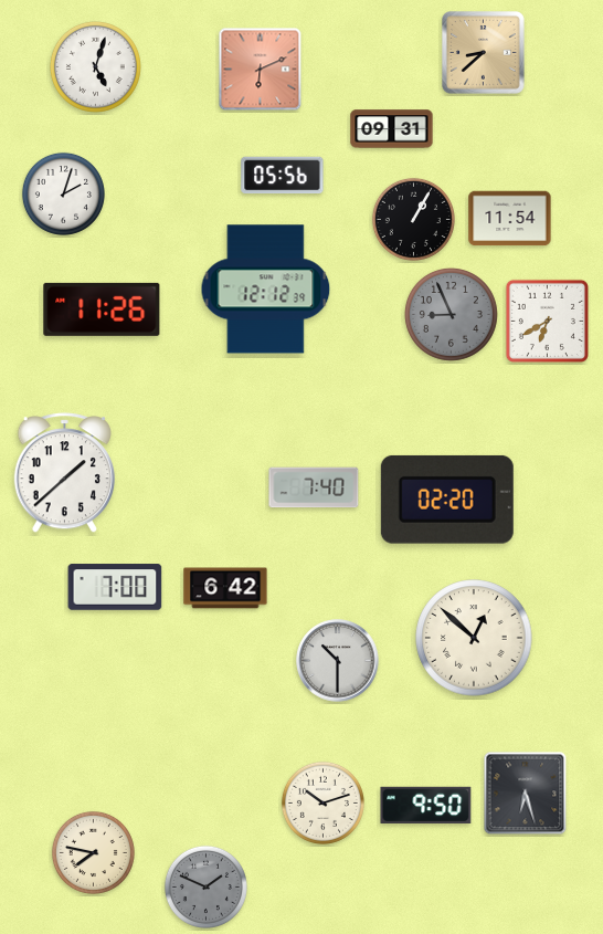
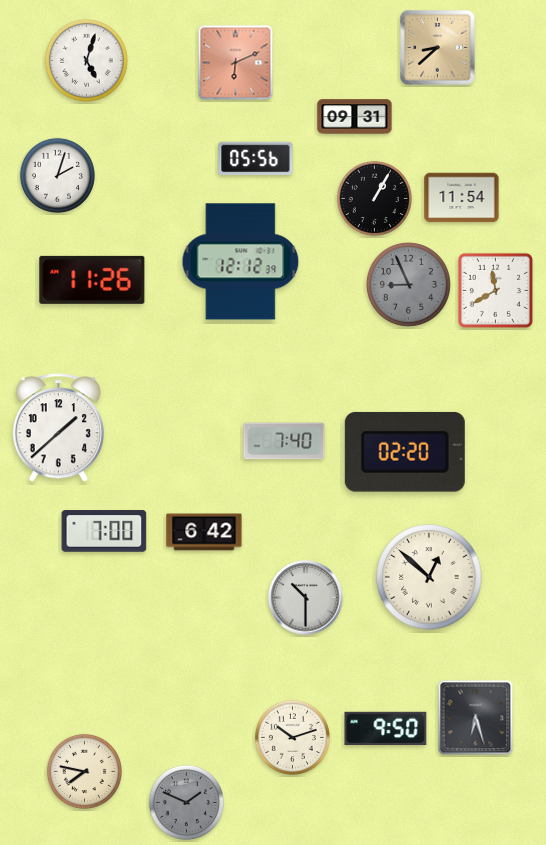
clock at (547, 321): 6:40 -> 11:40
clock at (322, 802) position: (322, 802) -> (292, 737)
